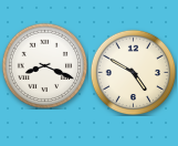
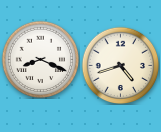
clock at (133, 72): 4:50 -> 4:42
